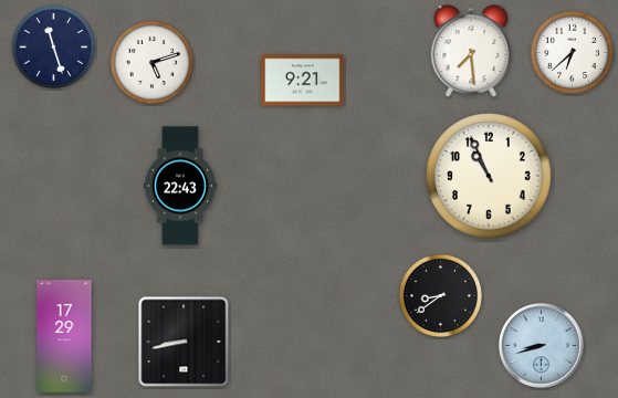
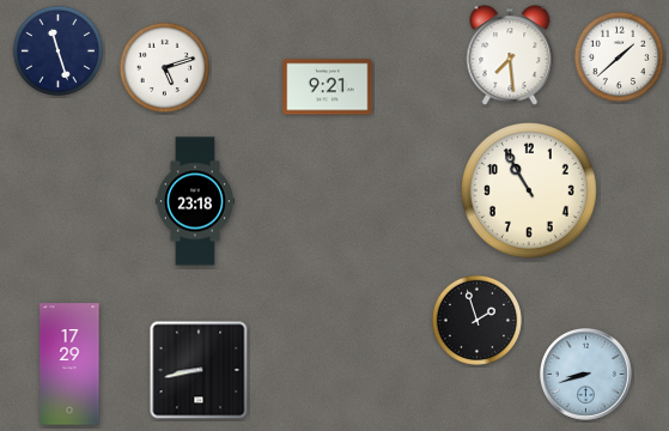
clock at (572, 52): 6:38 -> 1:38
clock at (490, 177): 10:56 -> 10:55
clock at (180, 186): 22:43 -> 23:18
clock at (440, 295): 8:39 -> 1:57
